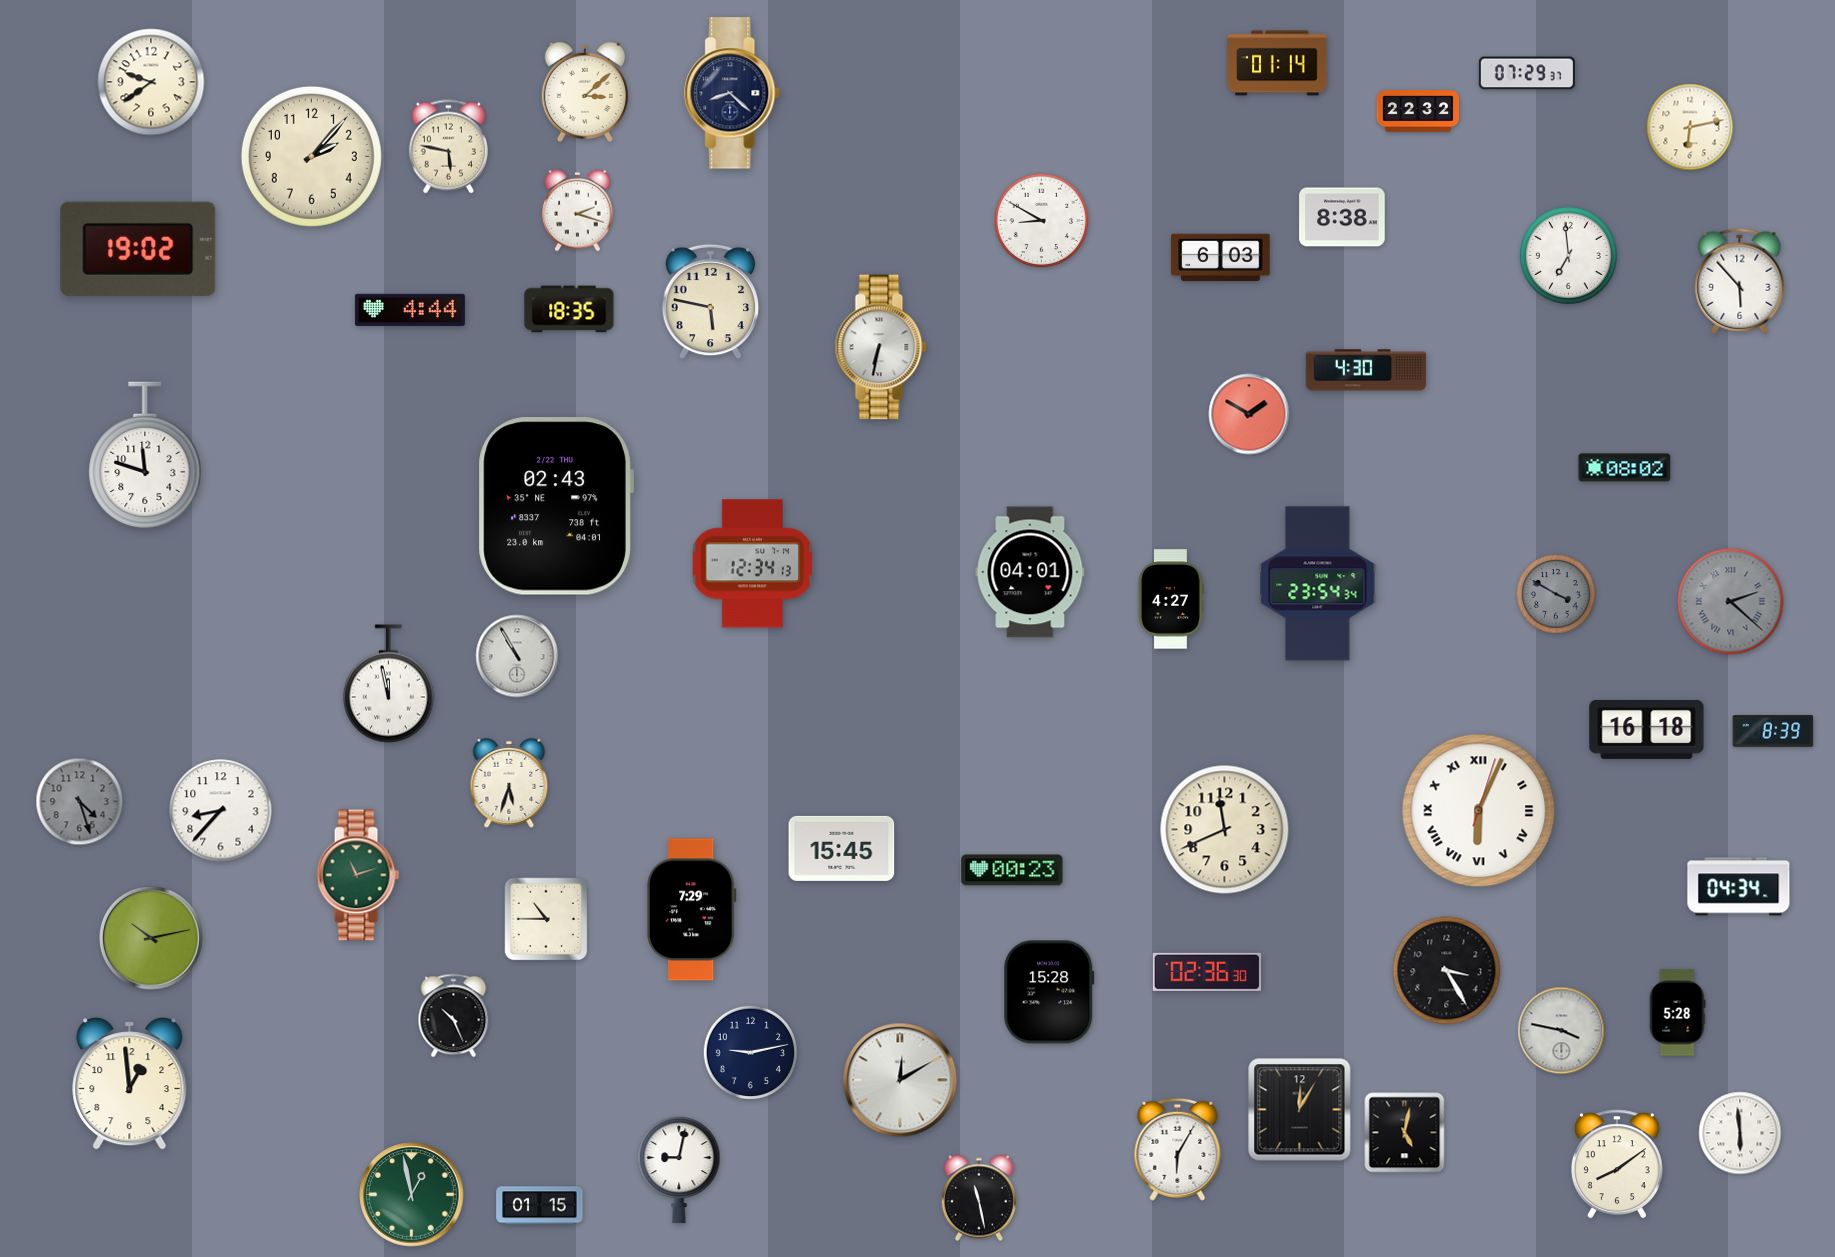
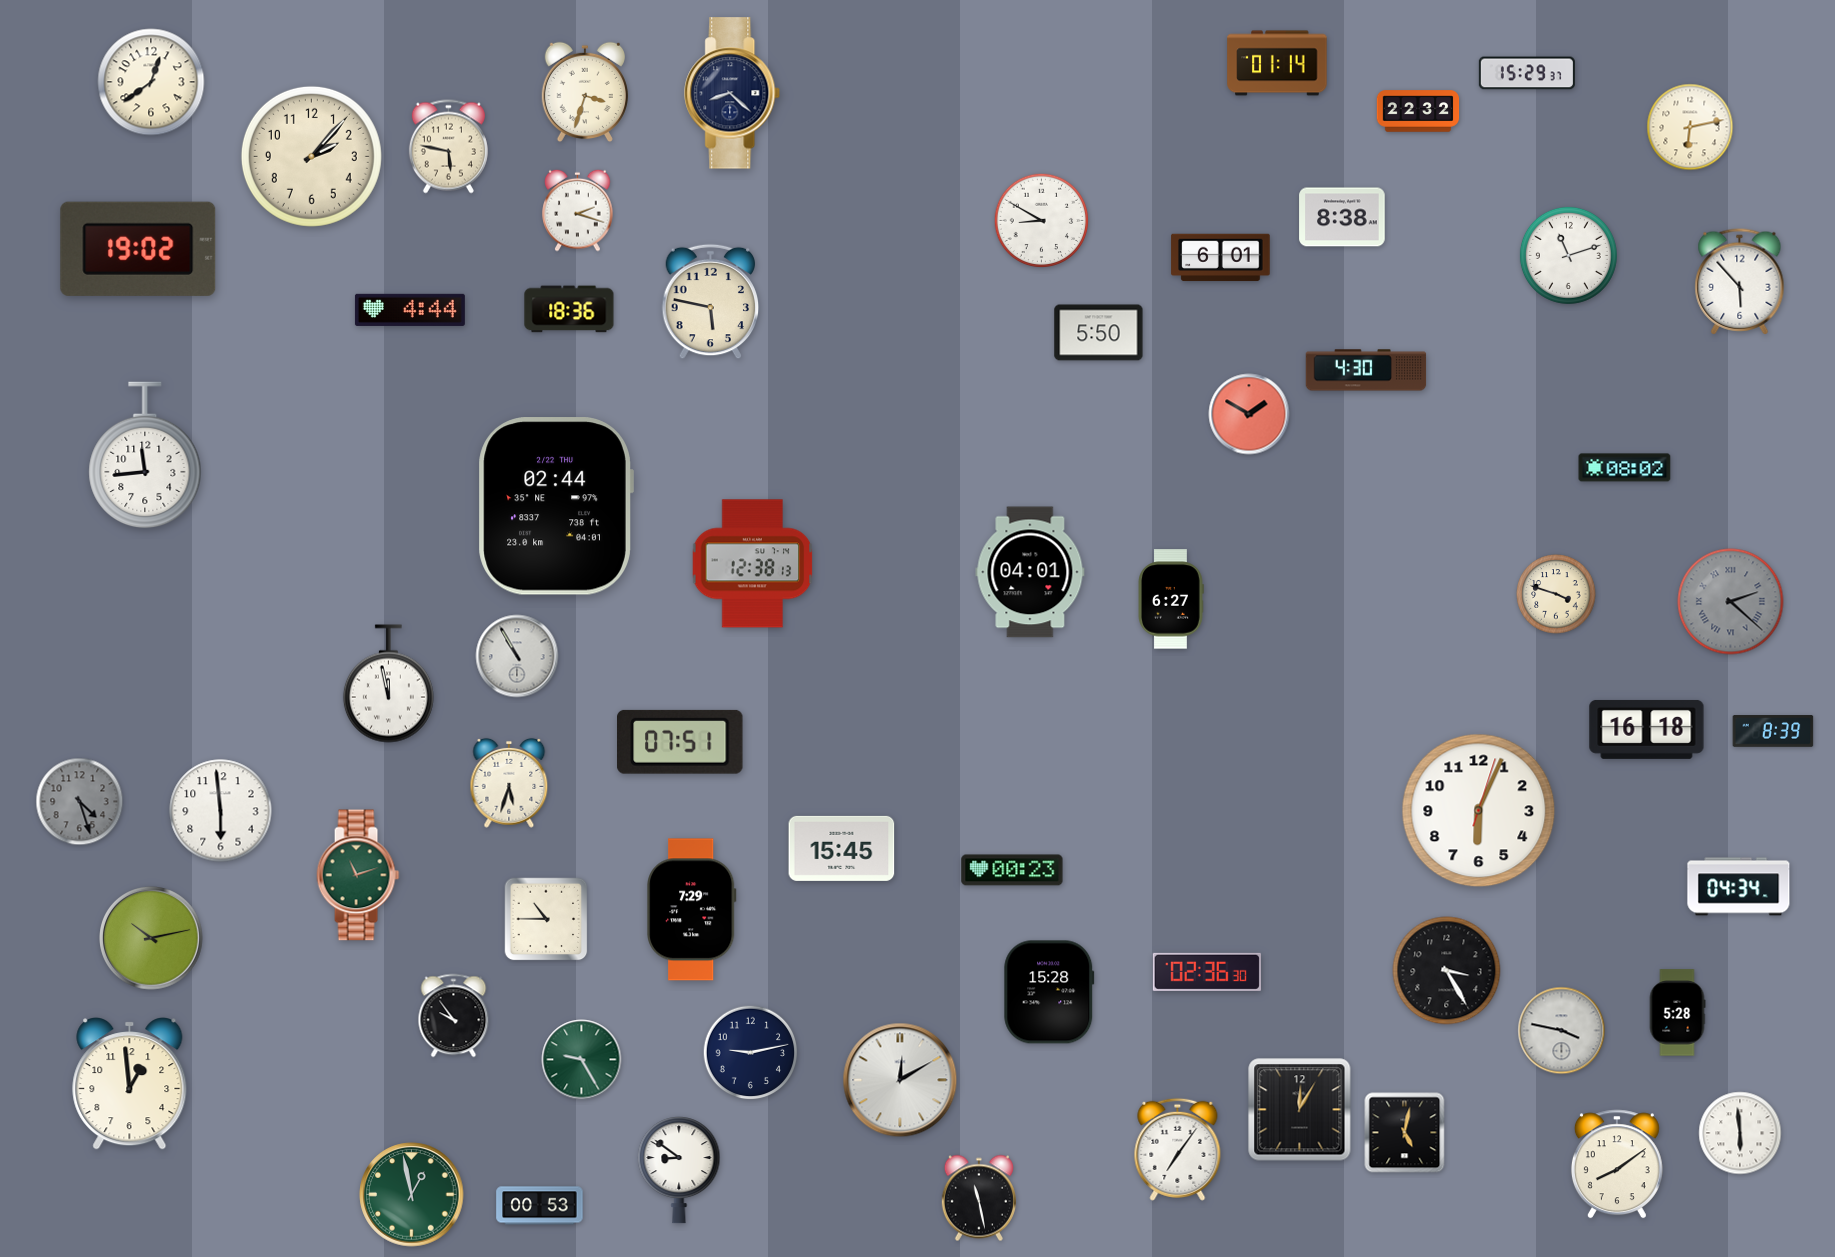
clock at (1527, 73): 07:29 -> 15:29
clock at (151, 82): 9:39 -> 12:39
clock at (585, 92): 3:08 -> 3:33
clock at (1568, 255): 6:59 -> 11:12
clock at (1221, 258): 6:03 -> 6:01
clock at (569, 309): 18:35 -> 18:36
clock at (1099, 333): none -> 5:50
clock at (881, 347): 6:32 -> none
clock at (145, 455): 11:48 -> 11:44
clock at (556, 506): 02:43 -> 02:44
clock at (753, 564): 12:34 -> 12:38
clock at (1318, 584): 23:54 -> none
clock at (1556, 594): 3:50 -> 3:48
clock at (1556, 594) dial: grey -> cream
clock at (1171, 599): 4:27 -> 6:27
clock at (681, 742): none -> 07:51
clock at (221, 811): 8:37 -> 5:59
clock at (1479, 811) numerals: Roman -> Arabic
clock at (1225, 830): 11:41 -> none
clock at (454, 1016): 10:26 -> 9:54
clock at (582, 1060): none -> 9:25
clock at (1178, 1149): 6:05 -> 7:06
clock at (679, 1170): 9:02 -> 8:51
clock at (540, 1206): 01:15 -> 00:53
